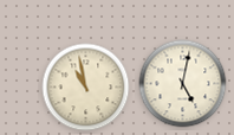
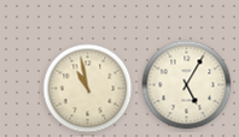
clock at (183, 84): 5:02 -> 5:05
